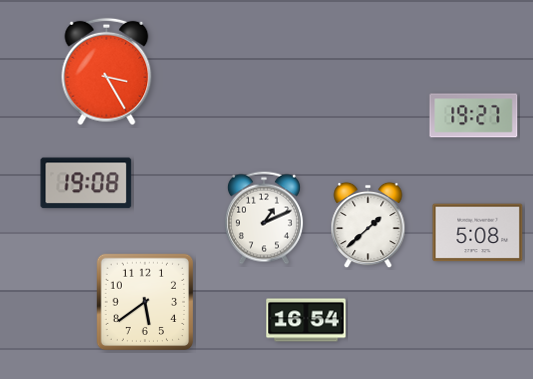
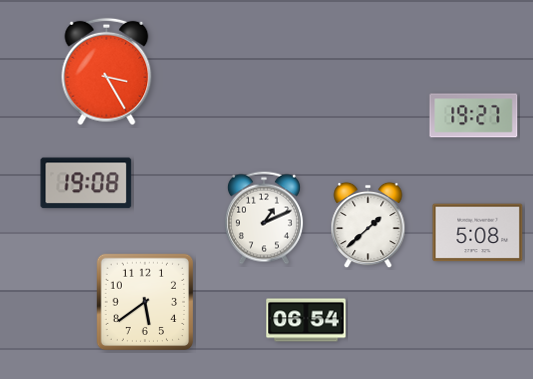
clock at (306, 320): 16:54 -> 06:54
